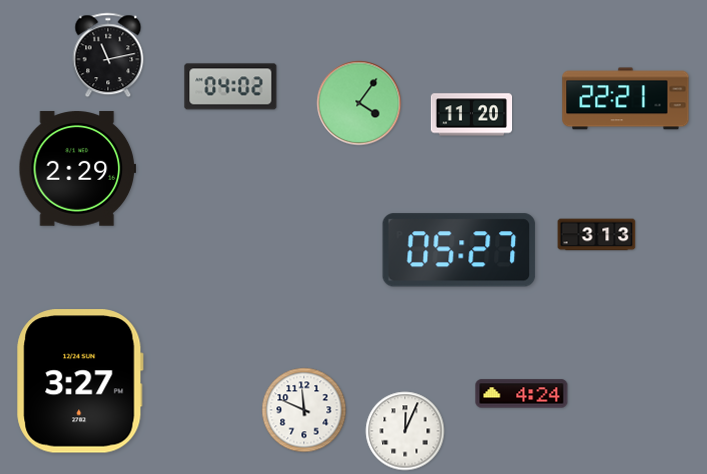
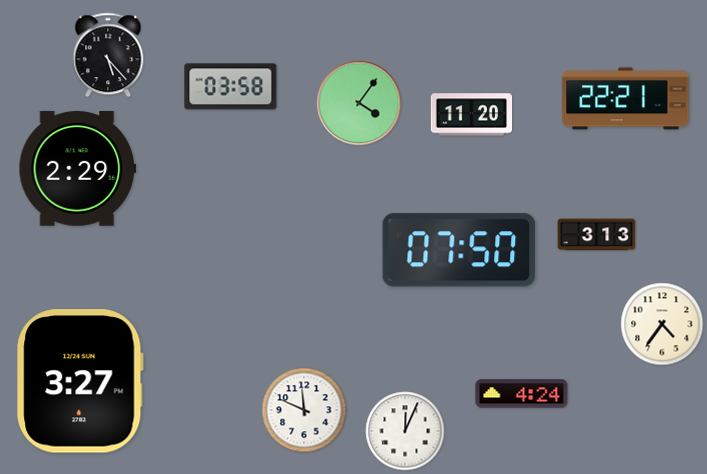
clock at (108, 55): 11:13 -> 5:23
clock at (231, 87): 04:02 -> 03:58
clock at (459, 250): 05:27 -> 07:50
clock at (662, 324): none -> 4:36
